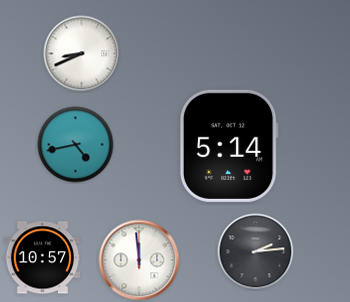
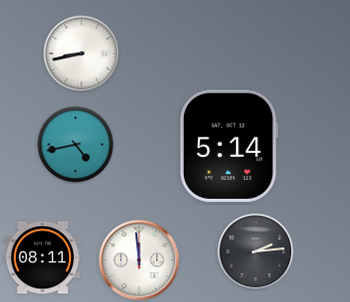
clock at (82, 54): 8:41 -> 8:43
clock at (43, 258): 10:57 -> 08:11
